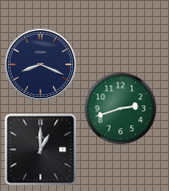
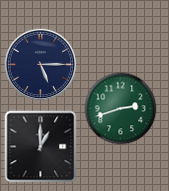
clock at (41, 65): 8:19 -> 5:15
clock at (41, 150) position: (41, 150) -> (41, 147)
